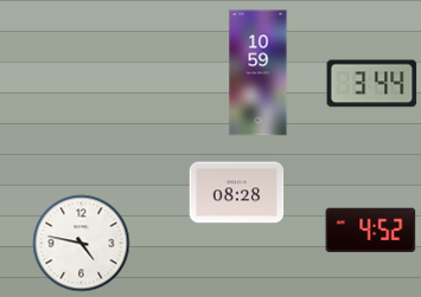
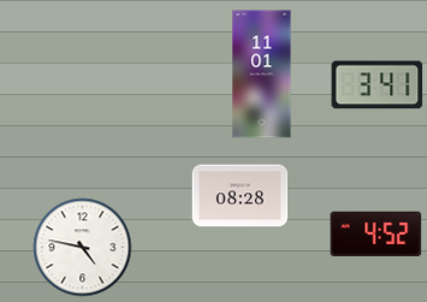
clock at (259, 73): 10:59 -> 11:01
clock at (372, 84): 3:44 -> 3:41
